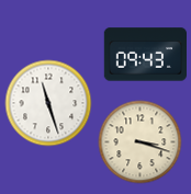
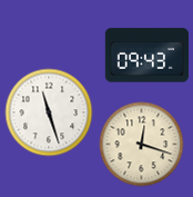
clock at (48, 103) position: (48, 103) -> (49, 112)
clock at (141, 142): 3:18 -> 12:18
